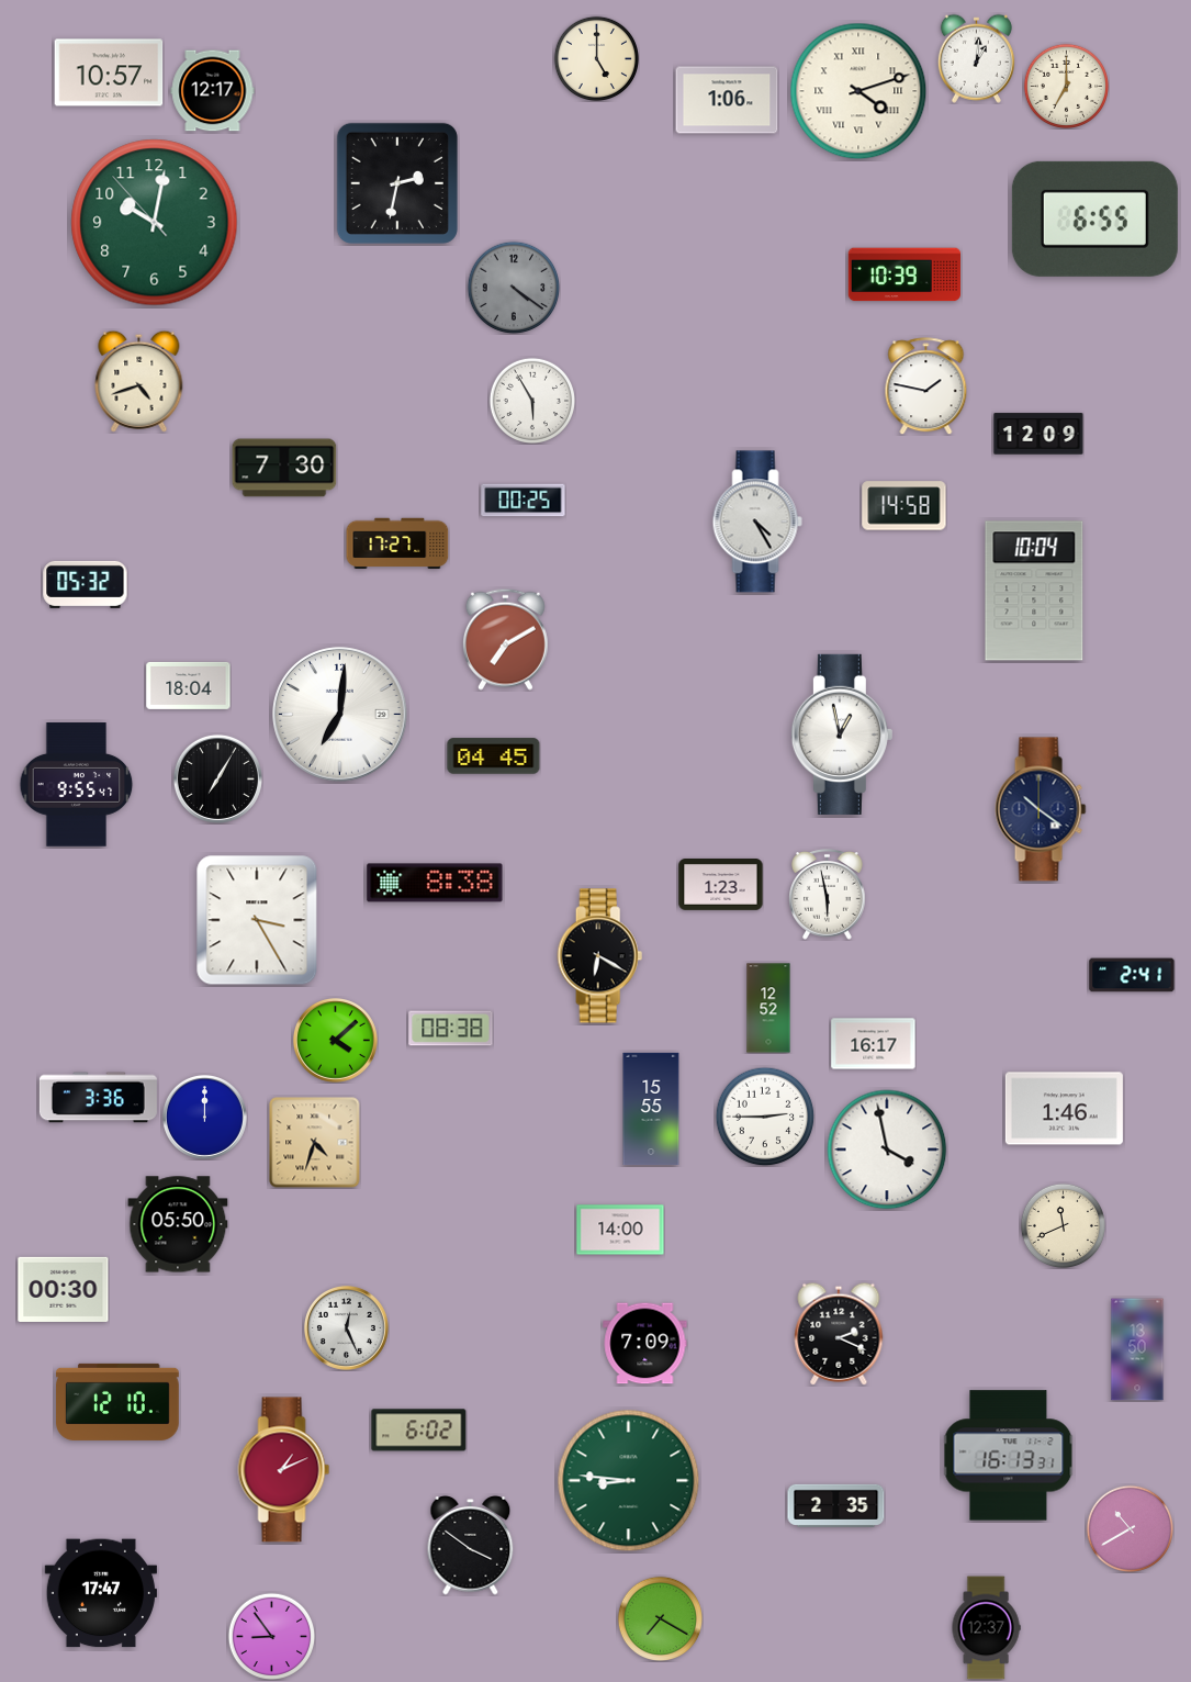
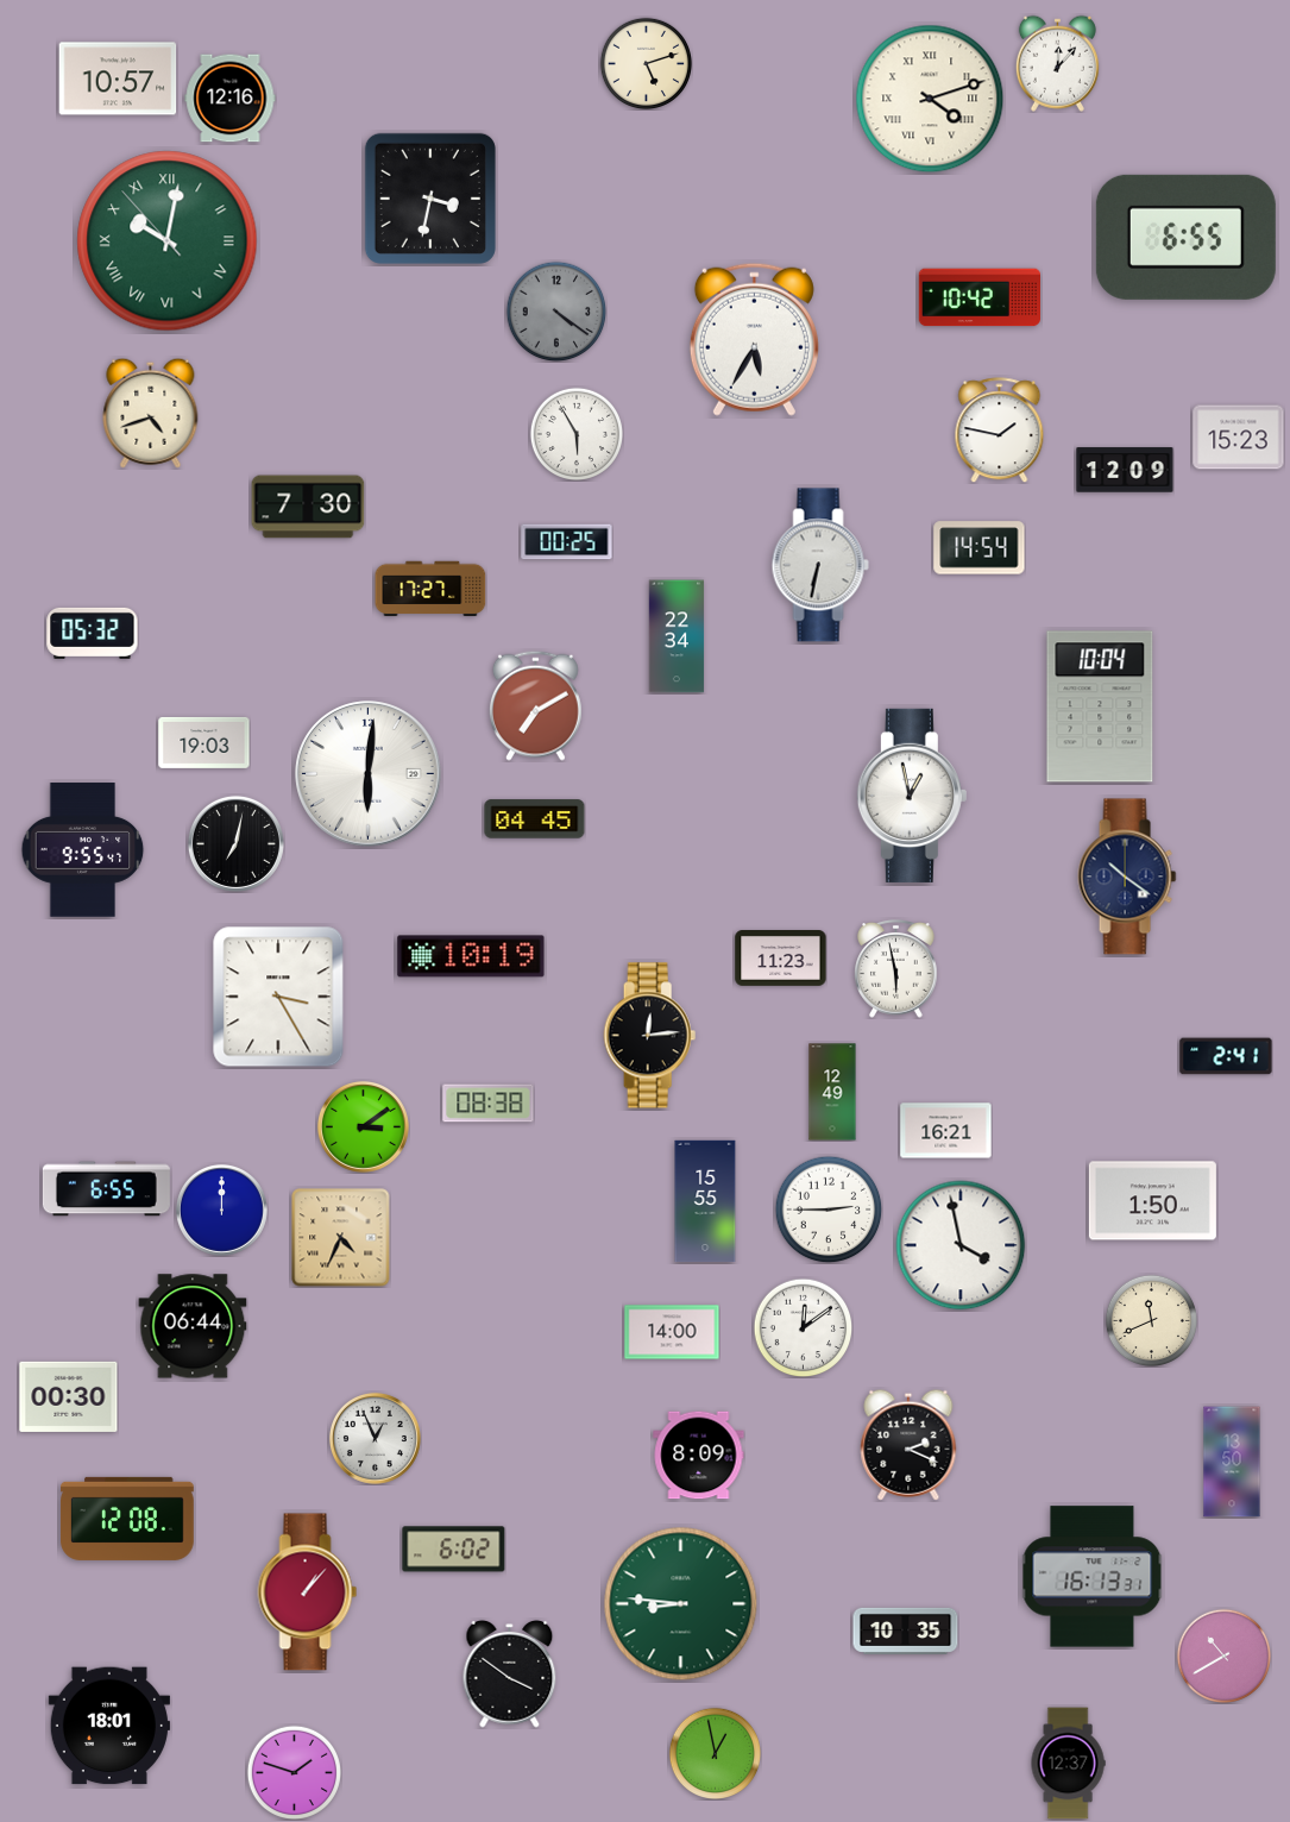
clock at (596, 58): 5:00 -> 5:12
clock at (976, 58): 1:01 -> 12:07
clock at (1066, 86): 7:00 -> none
clock at (213, 91): 12:17 -> 12:16
clock at (727, 100): 1:06 -> none
clock at (397, 183): 2:32 -> 3:32
clock at (155, 223) numerals: Arabic -> Roman
clock at (903, 274): 10:39 -> 10:42
clock at (754, 339): none -> 5:35
clock at (926, 386) position: (926, 386) -> (1000, 431)
clock at (1239, 438): none -> 15:23
clock at (905, 506): 14:58 -> 14:54
clock at (757, 522): 4:25 -> 6:32
clock at (677, 636): none -> 22:34
clock at (1034, 591) position: (1034, 591) -> (1100, 706)
clock at (505, 639) position: (505, 639) -> (535, 705)
clock at (189, 685): 18:04 -> 19:03
clock at (340, 715): 7:01 -> 6:01
clock at (217, 778): 7:05 -> 7:02
clock at (435, 883): 8:38 -> 10:19
clock at (721, 885): 1:23 -> 11:23
clock at (600, 956): 6:20 -> 12:14
clock at (768, 1008): 12:52 -> 12:49
clock at (451, 1029) position: (451, 1029) -> (489, 1104)
clock at (335, 1040): 4:08 -> 3:09
clock at (874, 1044): 16:17 -> 16:21
clock at (98, 1098): 3:36 -> 6:55
clock at (1064, 1109): 1:46 -> 1:50
clock at (315, 1143): 4:33 -> 4:34
clock at (178, 1224): 05:50 -> 06:44
clock at (803, 1327): none -> 12:09
clock at (1063, 1225) position: (1063, 1225) -> (1151, 1320)
clock at (346, 1327): 12:26 -> 12:56
clock at (645, 1344): 7:09 -> 8:09
clock at (117, 1402): 12:10 -> 12:08
clock at (284, 1470): 1:11 -> 1:07
clock at (836, 1505): 2:35 -> 10:35
clock at (100, 1593): 17:47 -> 18:01
clock at (660, 1618): 7:20 -> 12:58
clock at (271, 1636): 8:54 -> 1:48
